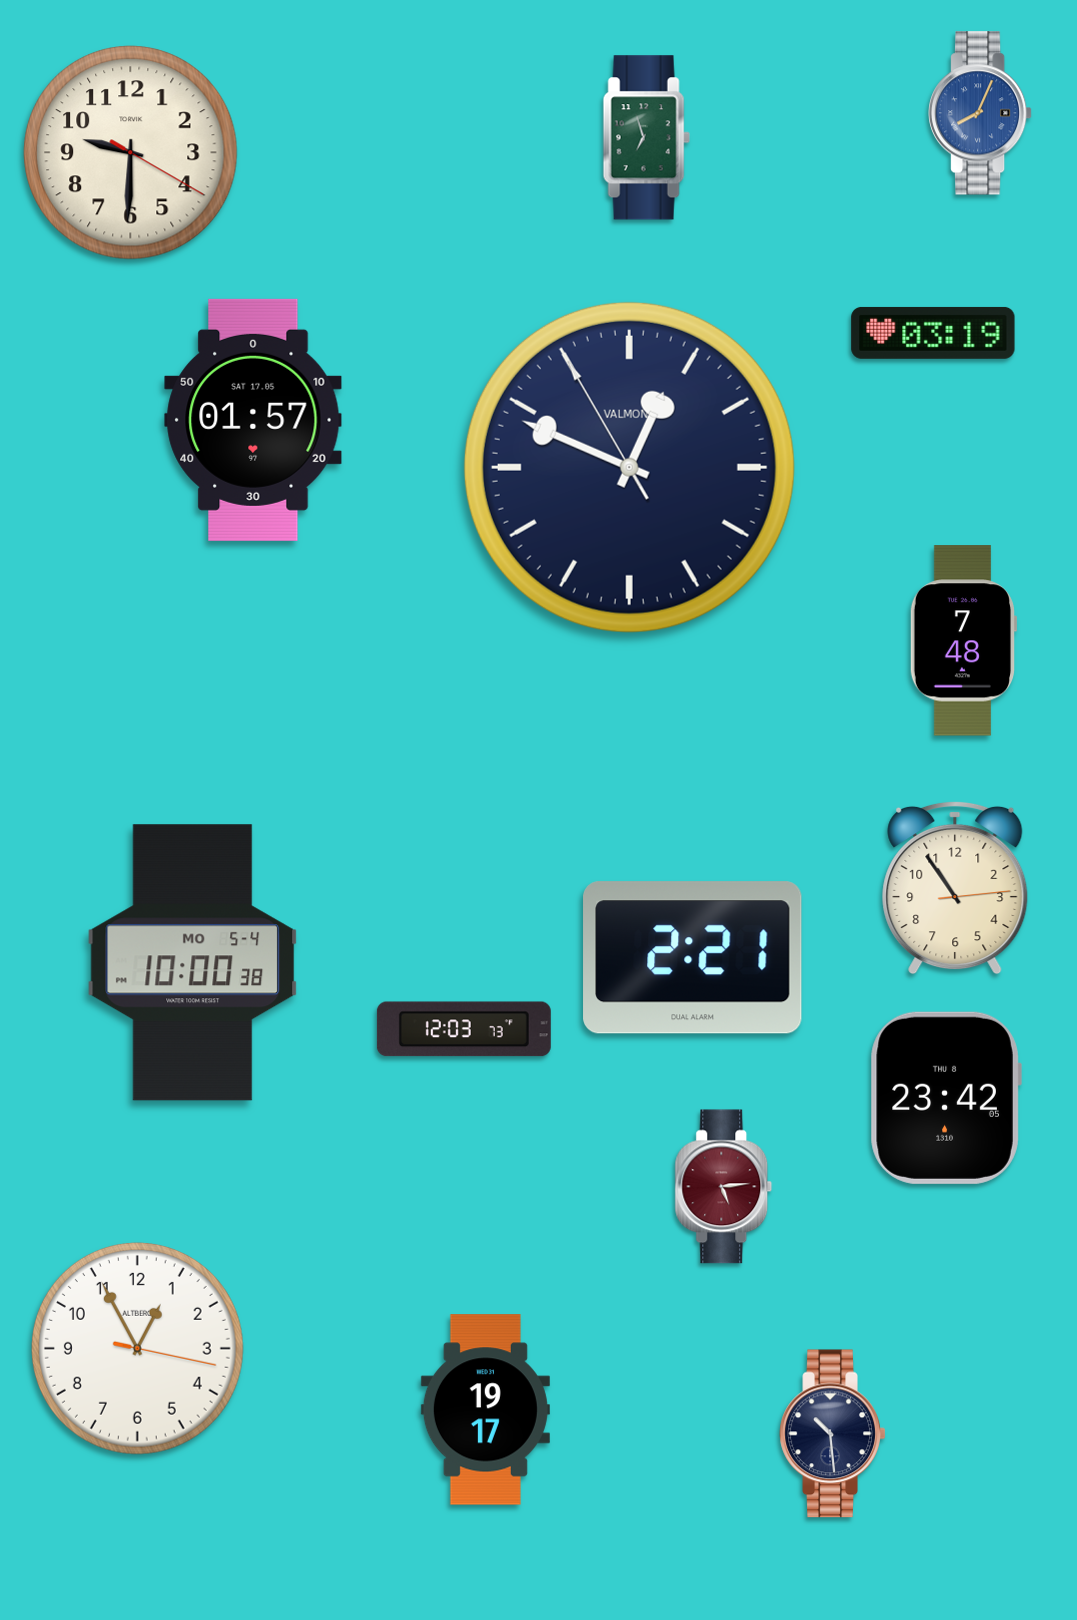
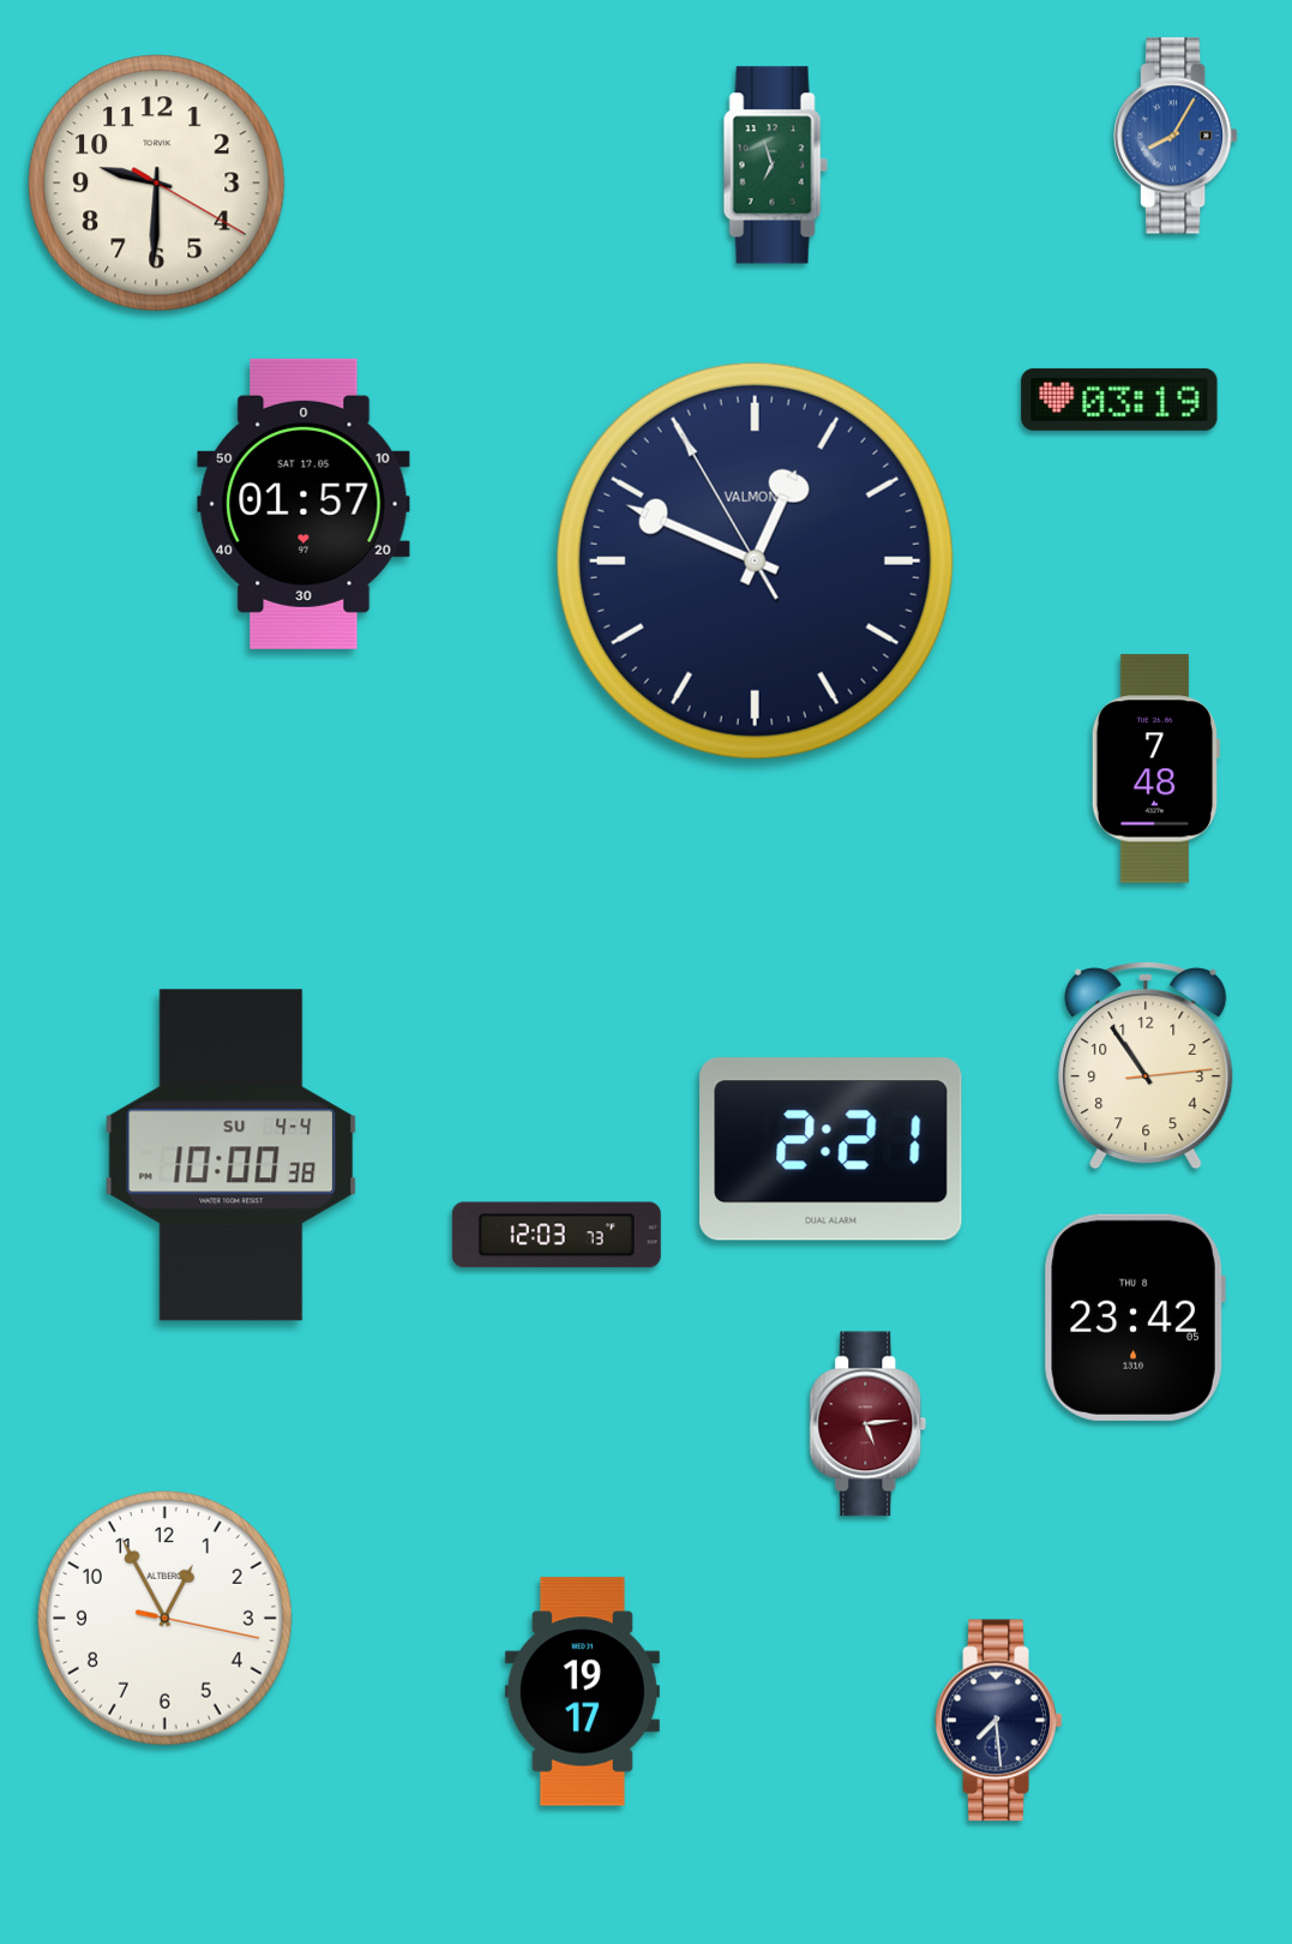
clock at (981, 113): 8:04 -> 8:05
clock at (193, 963) date: MO 5-4 -> SU 4-4
clock at (833, 1434): 10:29 -> 7:29
